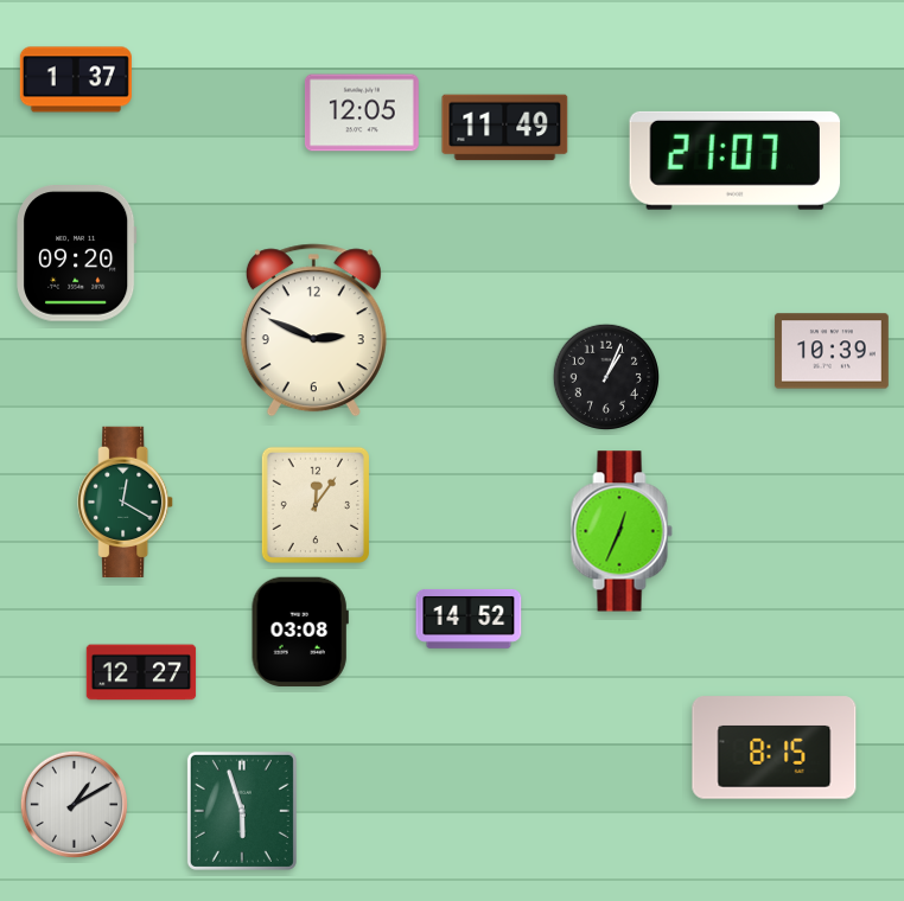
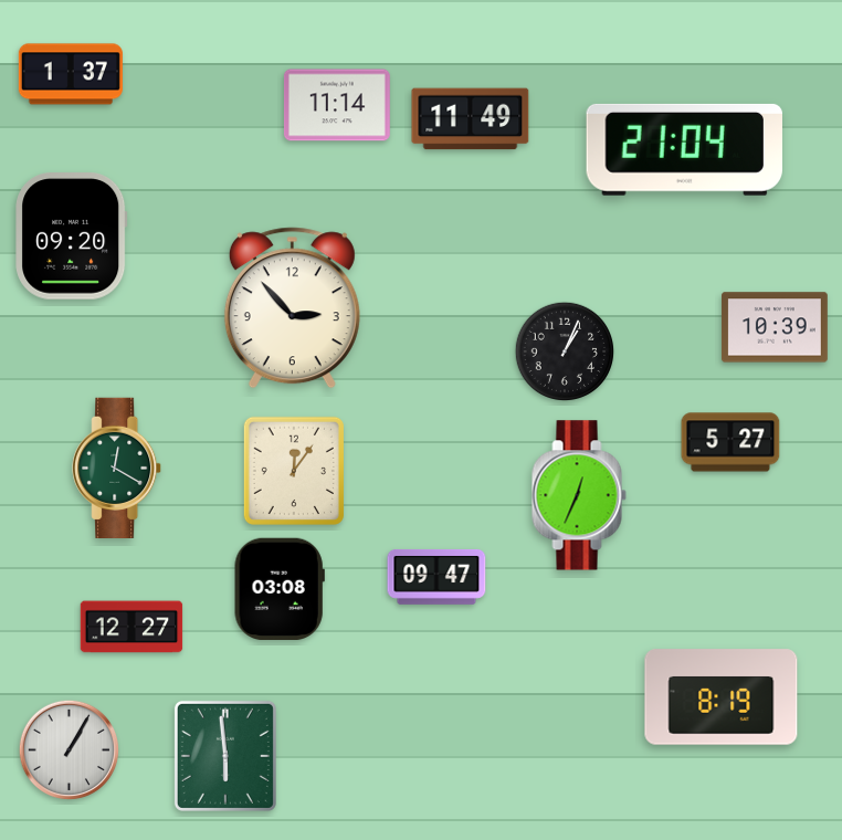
clock at (362, 113): 12:05 -> 11:14
clock at (734, 160): 21:07 -> 21:04
clock at (313, 331): 2:49 -> 2:53
clock at (730, 442): none -> 5:27
clock at (469, 619): 14:52 -> 09:47
clock at (775, 748): 8:15 -> 8:19
clock at (74, 804): 1:10 -> 1:05
clock at (242, 811): 5:57 -> 5:59
